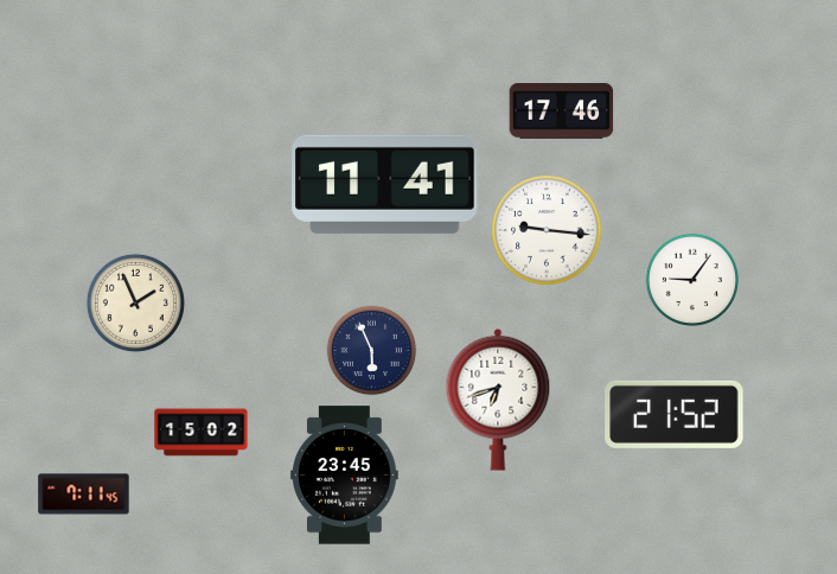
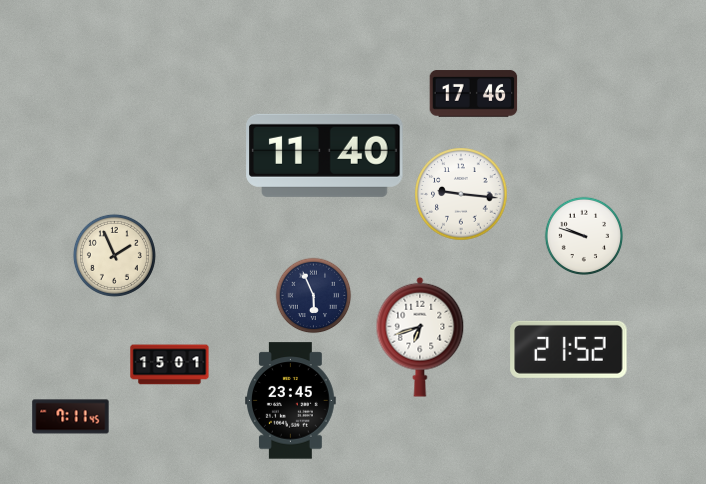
clock at (385, 184): 11:41 -> 11:40
clock at (691, 279): 9:06 -> 9:48
clock at (202, 433): 15:02 -> 15:01
